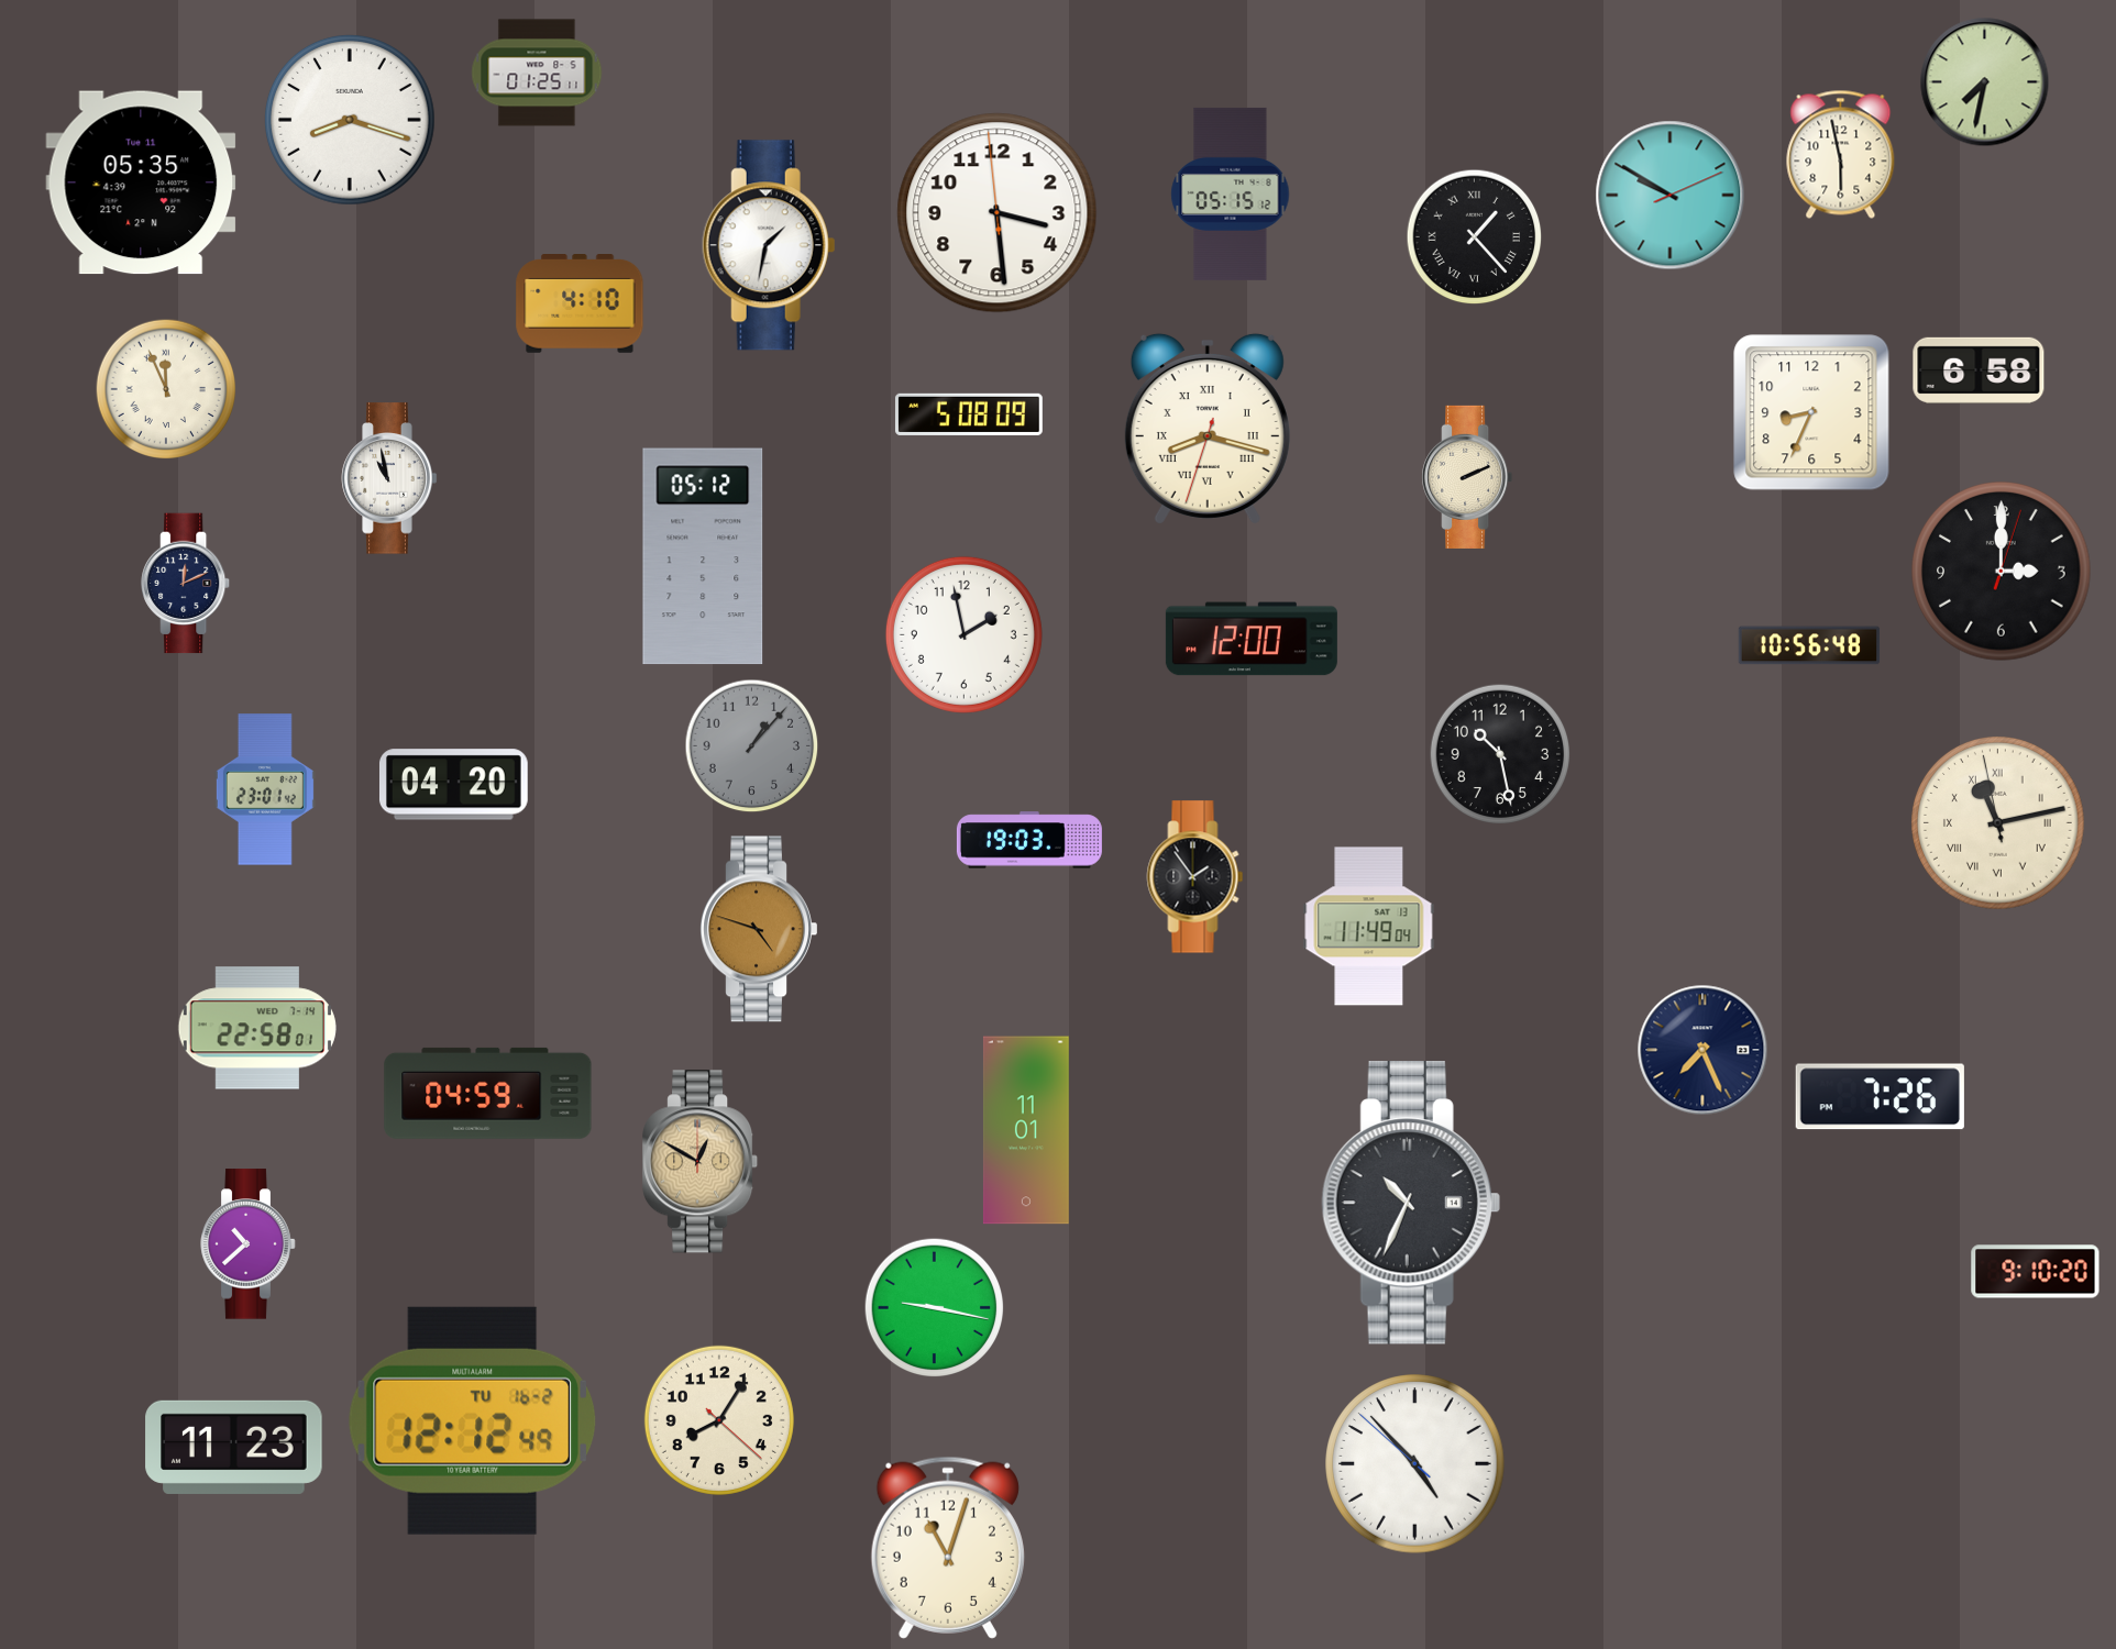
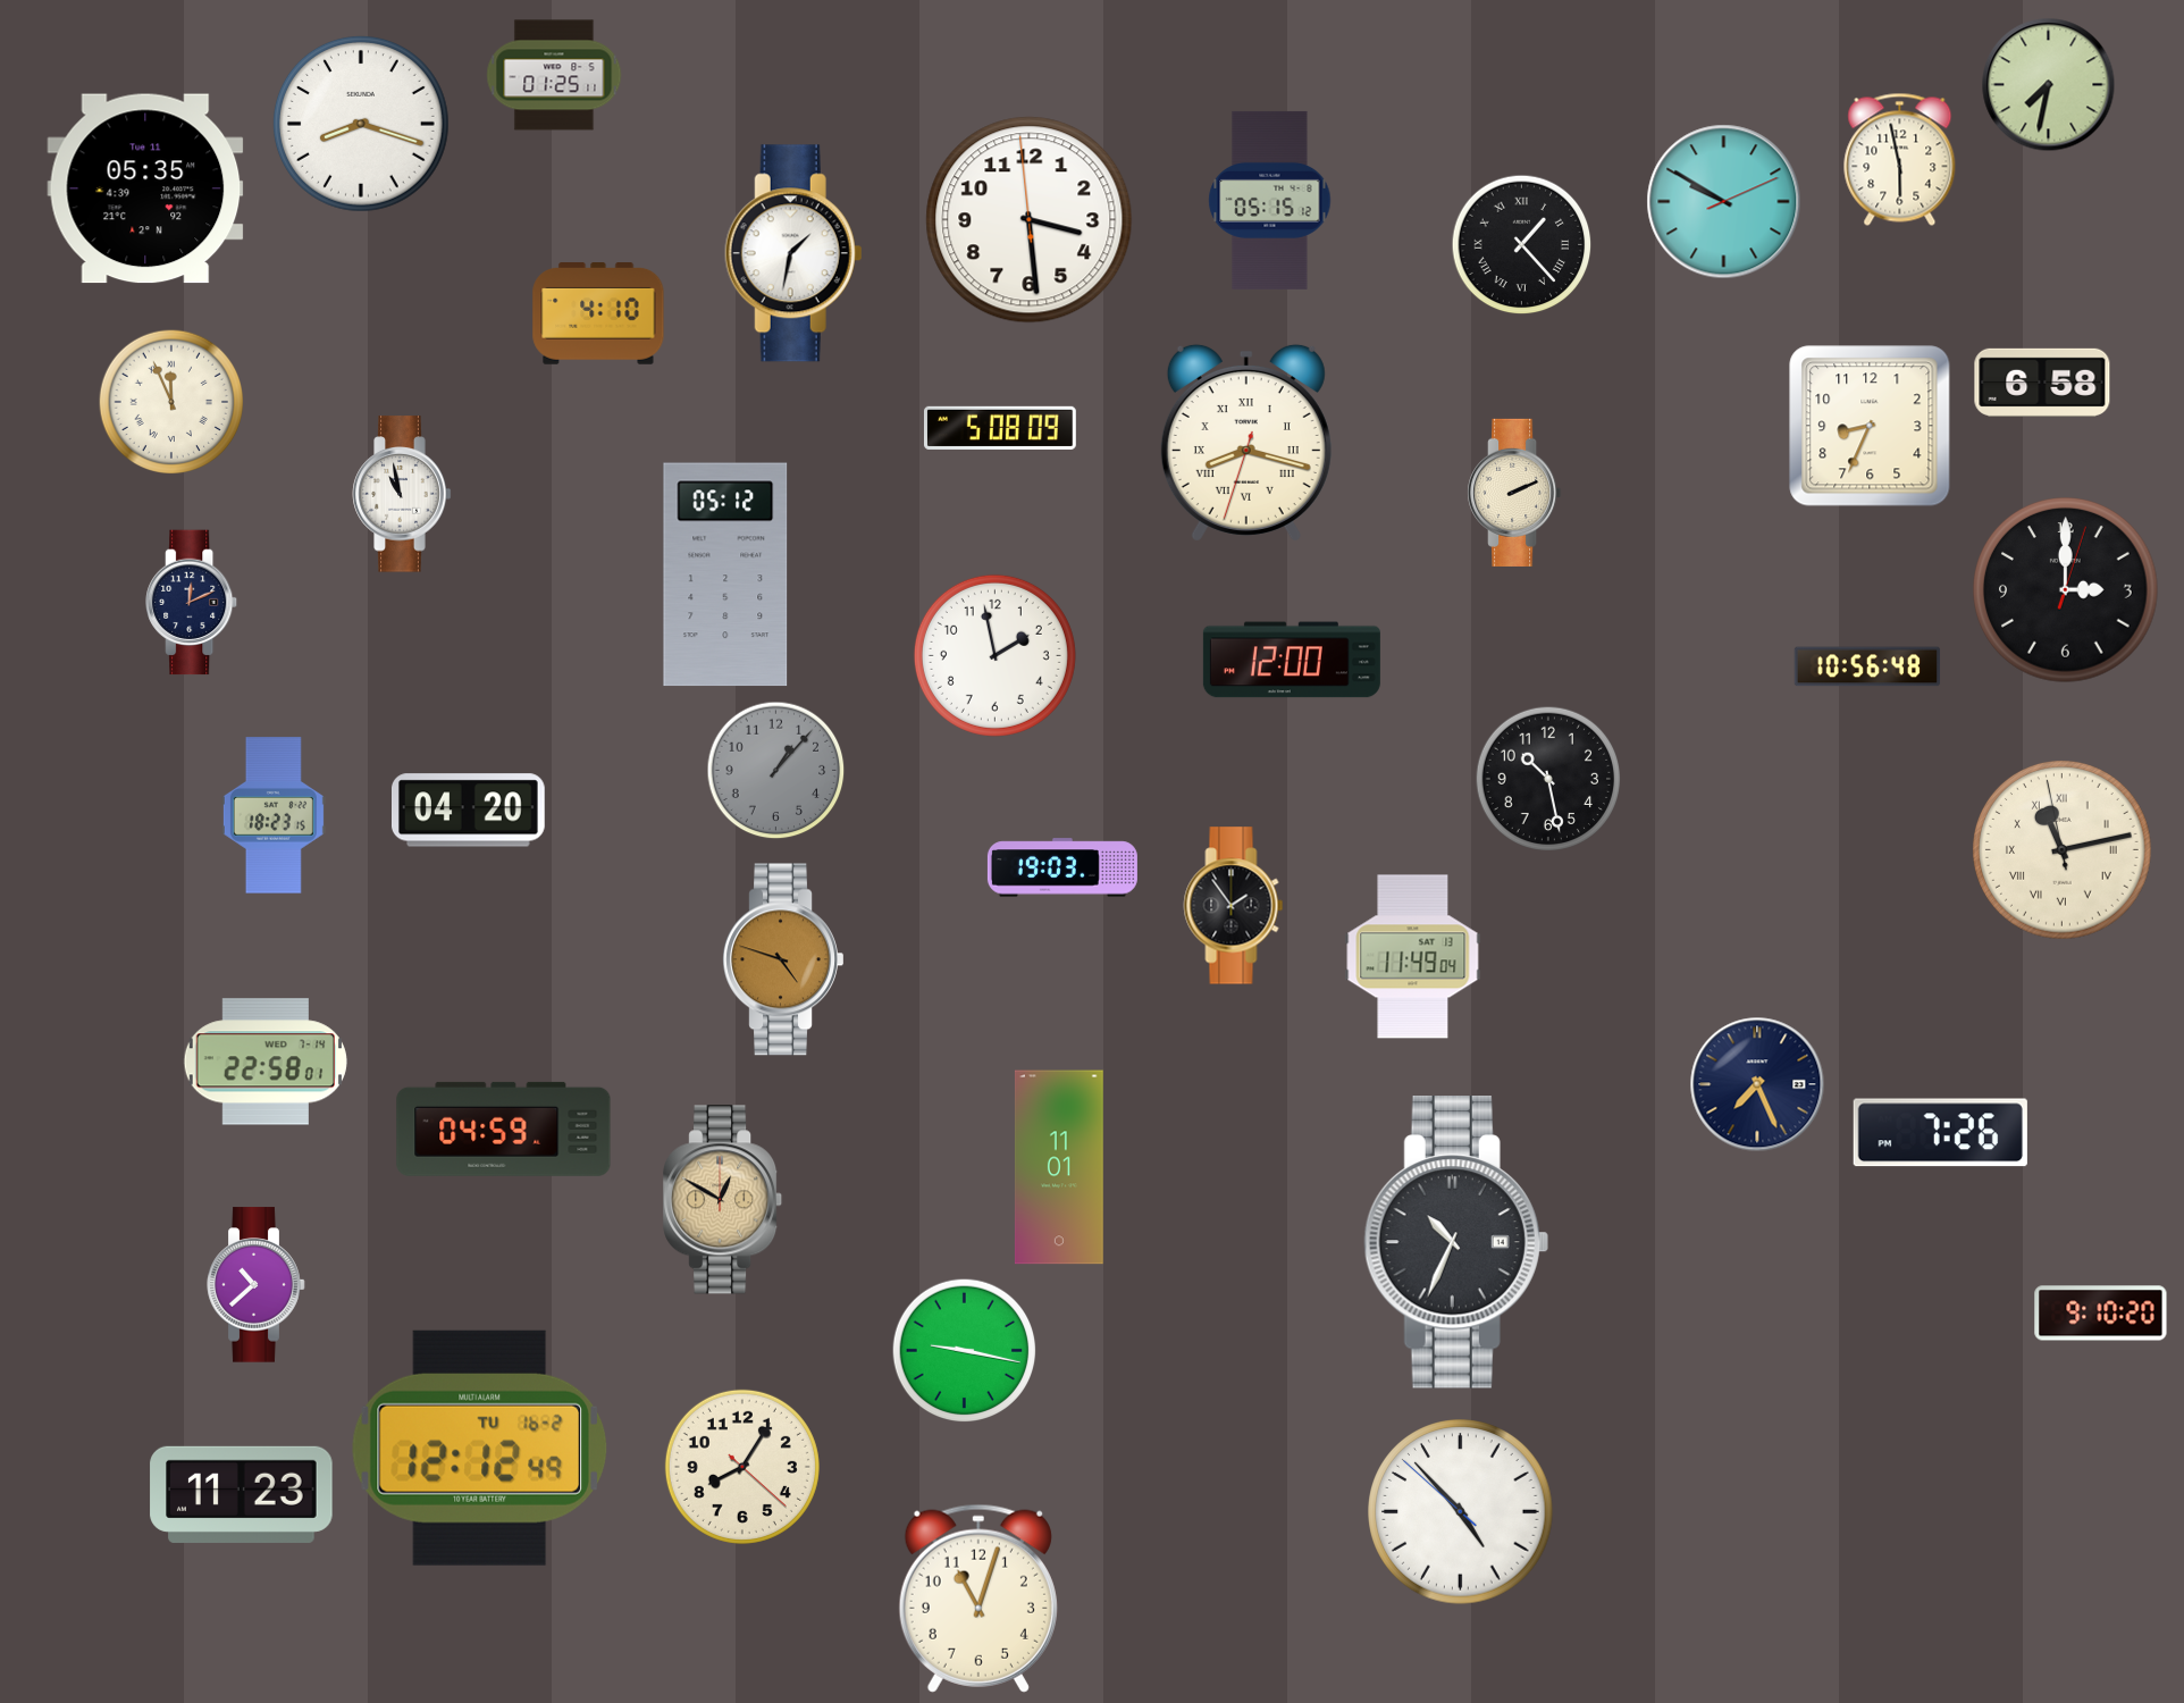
clock at (265, 789): 23:01 -> 18:23
clock at (472, 1420) position: (472, 1420) -> (479, 1448)
